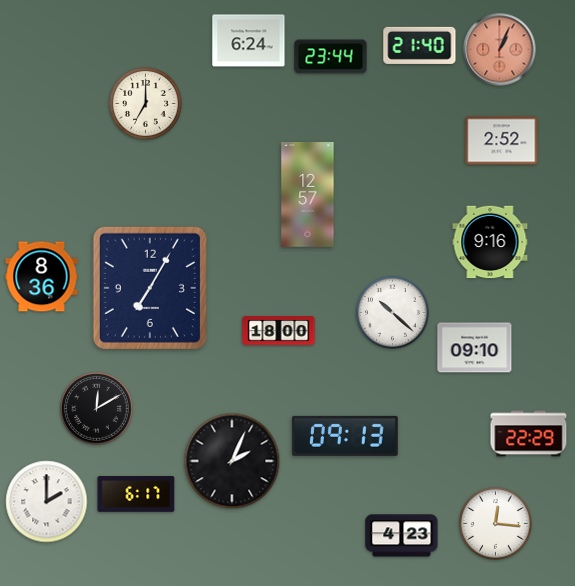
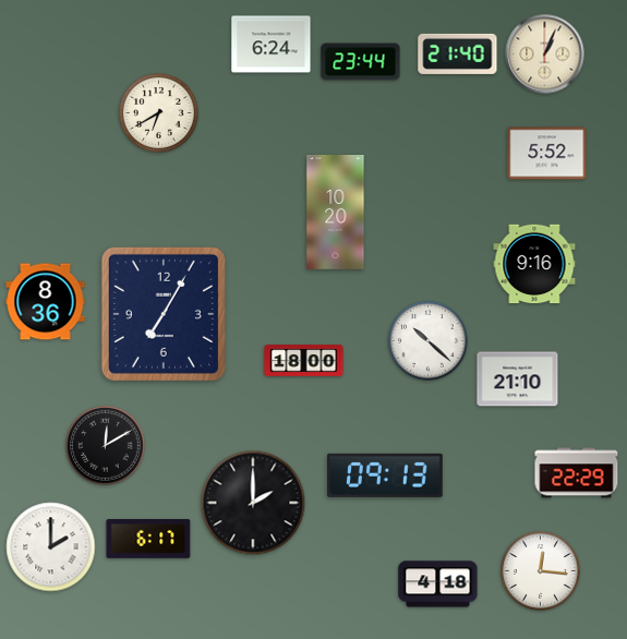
clock at (420, 45) position: (420, 45) -> (458, 53)
clock at (500, 50) dial: salmon -> cream
clock at (146, 104): 7:00 -> 6:40
clock at (502, 141): 2:52 -> 5:52
clock at (308, 195): 12:57 -> 10:20
clock at (475, 348): 09:10 -> 21:10
clock at (346, 436) position: (346, 436) -> (386, 475)
clock at (232, 461): 2:04 -> 2:00
clock at (402, 536): 4:23 -> 4:18
